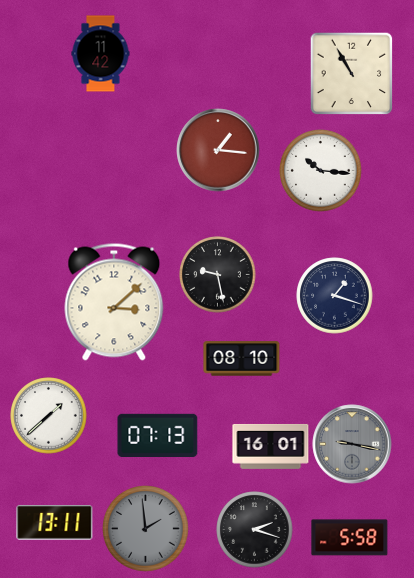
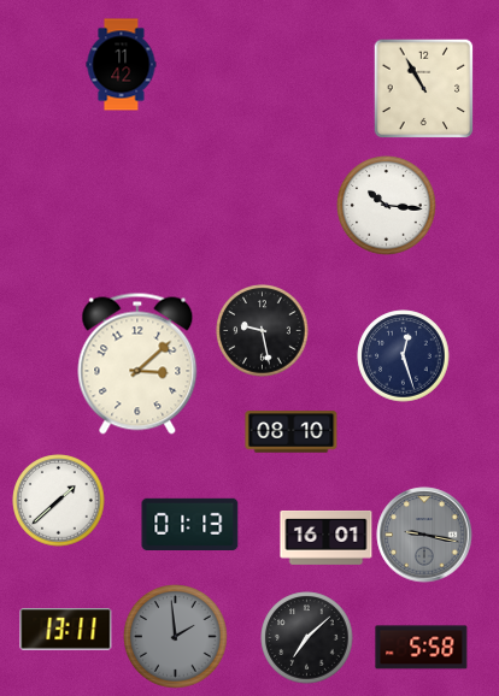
clock at (218, 150): 1:16 -> none
clock at (335, 296): 1:18 -> 12:27
clock at (158, 435): 07:13 -> 01:13
clock at (255, 530): 2:18 -> 7:08
